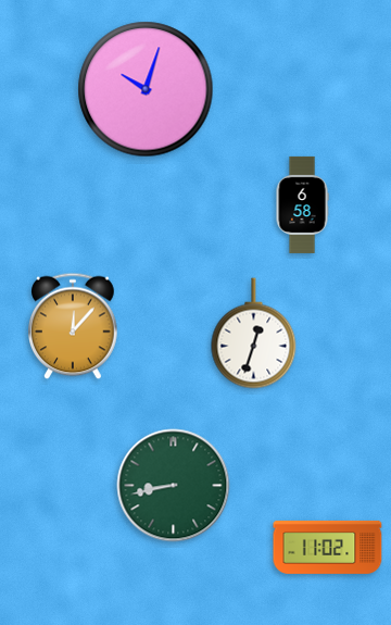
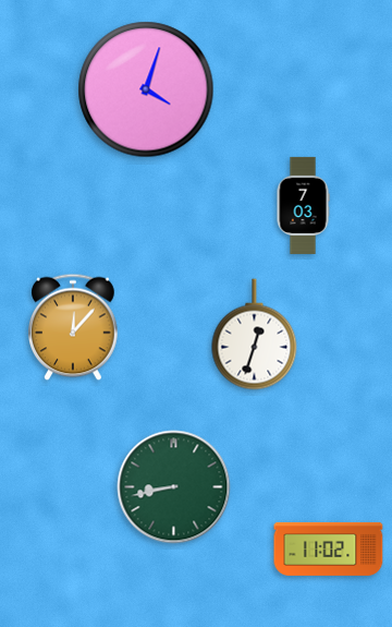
clock at (146, 89): 10:03 -> 4:03
clock at (302, 204): 6:58 -> 7:03
